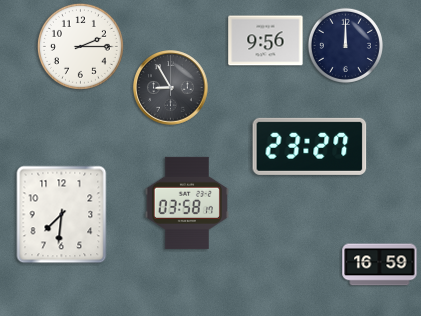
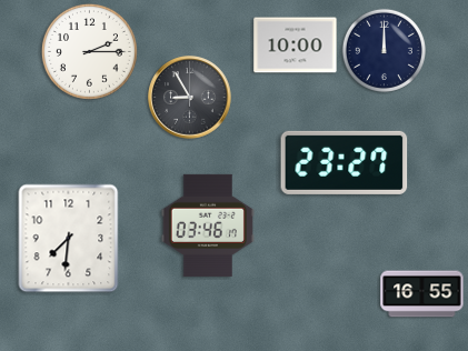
clock at (266, 41): 9:56 -> 10:00
clock at (187, 203): 03:58 -> 03:46
clock at (380, 265): 16:59 -> 16:55
